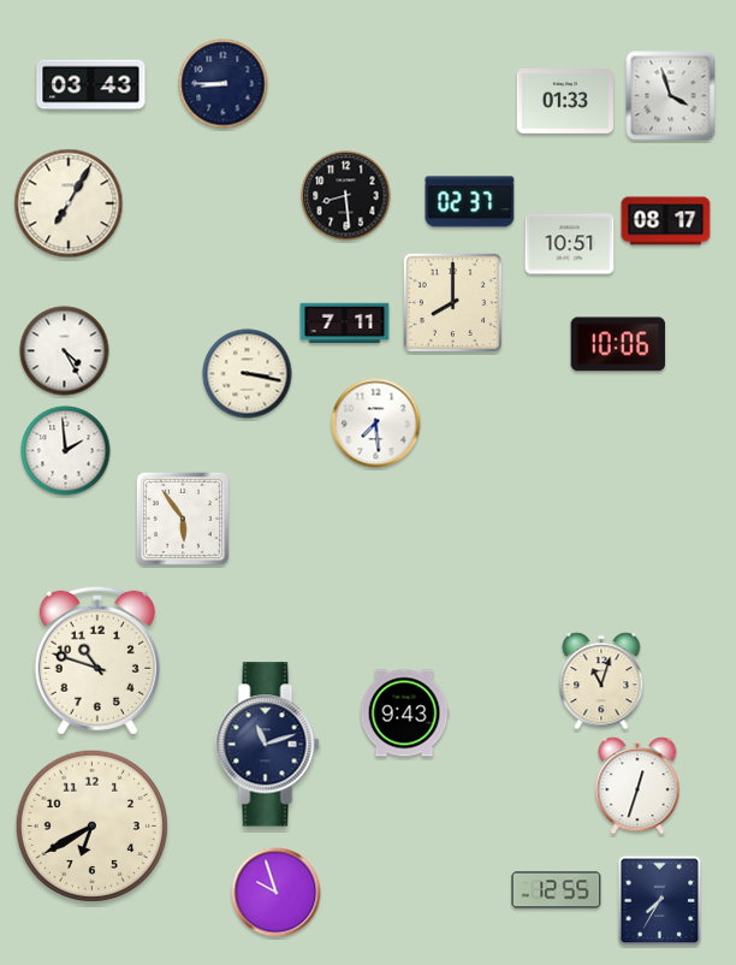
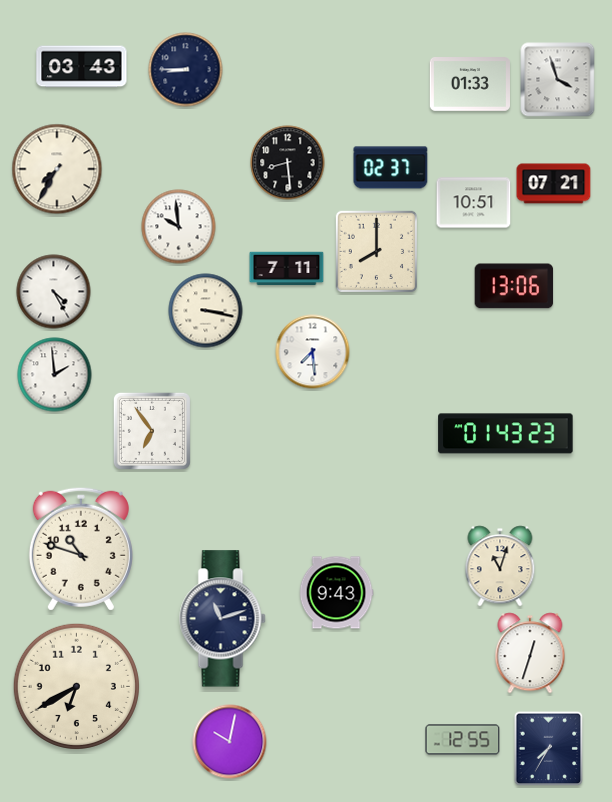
clock at (91, 85) position: (91, 85) -> (82, 67)
clock at (69, 203): 7:05 -> 7:35
clock at (666, 221): 08:17 -> 07:21
clock at (179, 227): none -> 9:59
clock at (618, 344): 10:06 -> 13:06
clock at (183, 519): 5:54 -> 6:54
clock at (506, 434): none -> 01:43
clock at (277, 893): 9:57 -> 10:02
